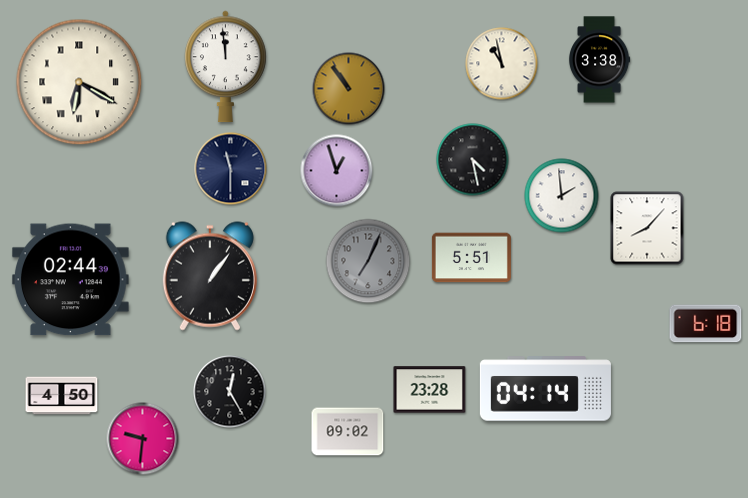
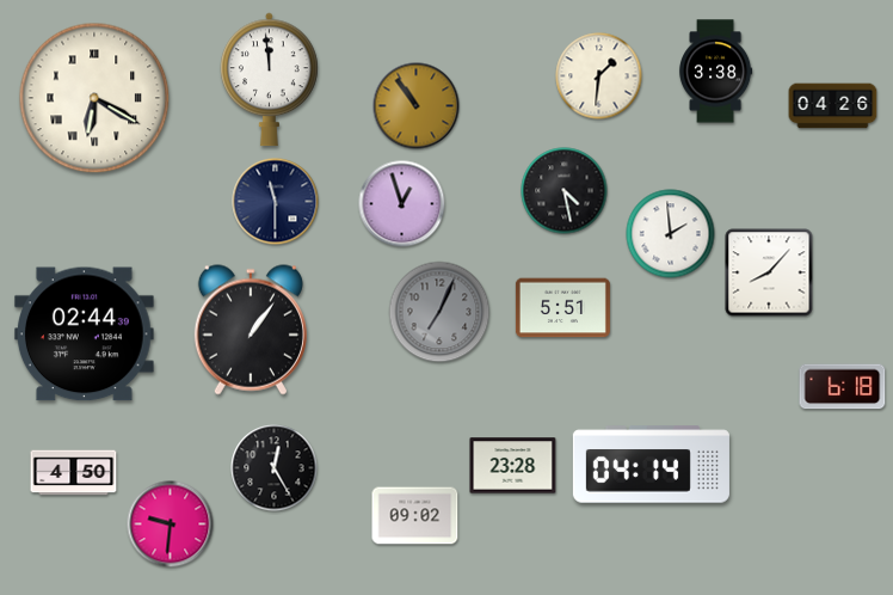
clock at (502, 64): 10:58 -> 1:31
clock at (833, 106): none -> 04:26
clock at (647, 228) position: (647, 228) -> (769, 272)
